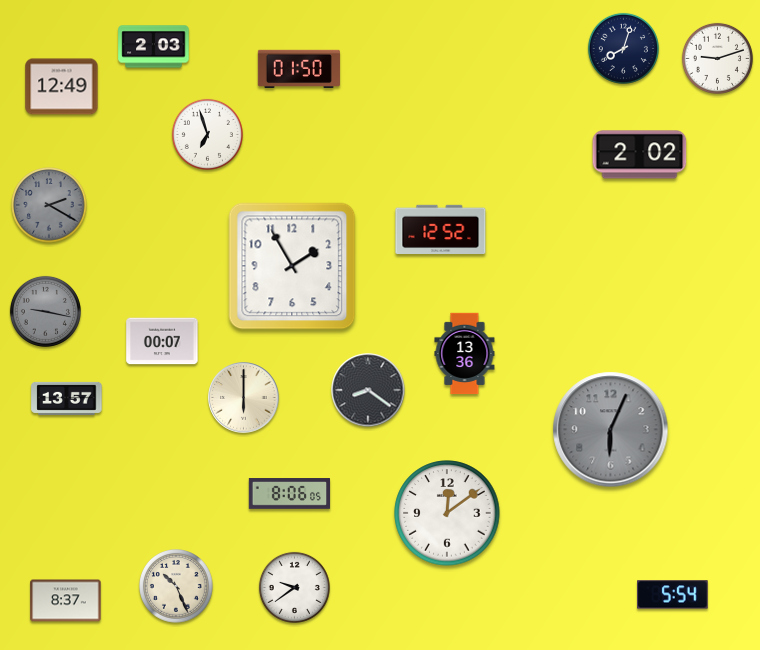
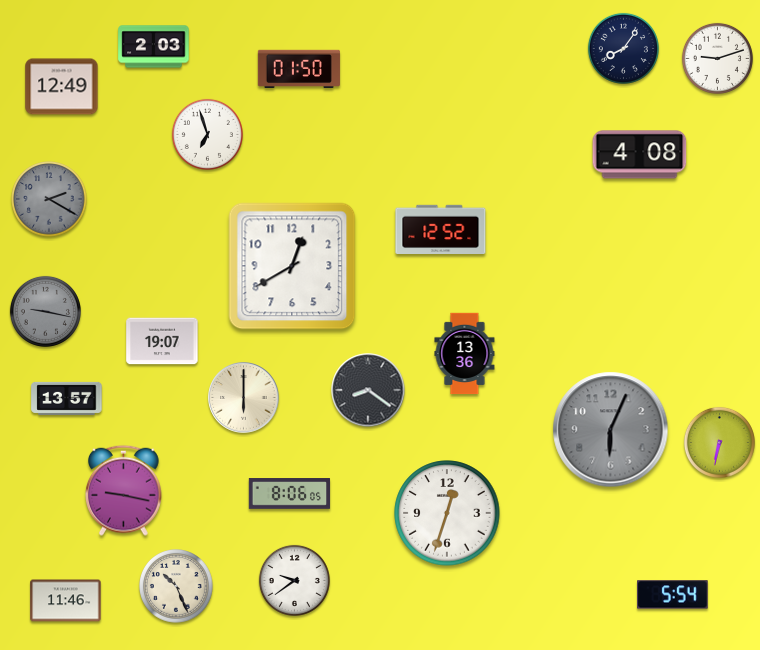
clock at (623, 48): 8:03 -> 8:06
clock at (640, 155): 2:02 -> 4:08
clock at (49, 205) position: (49, 205) -> (49, 199)
clock at (292, 266): 1:55 -> 12:40
clock at (162, 341): 00:07 -> 19:07
clock at (719, 442): none -> 6:32
clock at (124, 490): none -> 9:17
clock at (447, 513): 12:09 -> 12:33
clock at (294, 587) position: (294, 587) -> (294, 580)
clock at (66, 601): 8:37 -> 11:46
